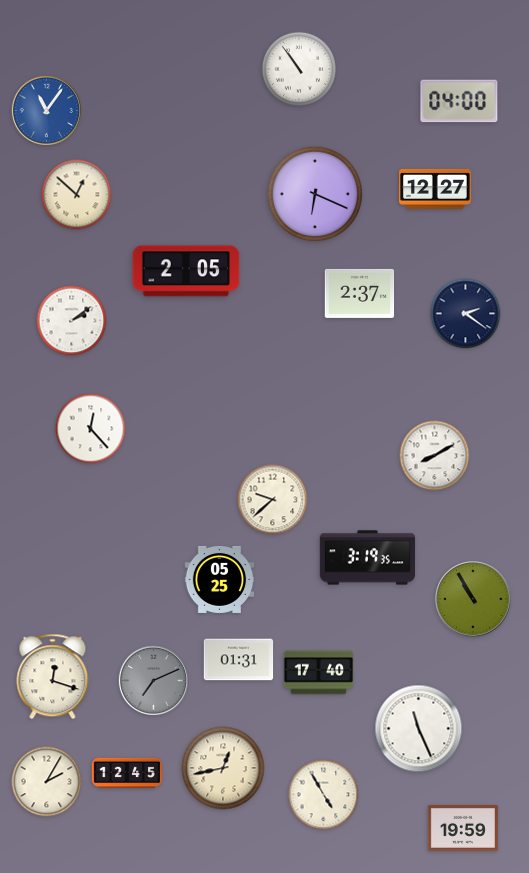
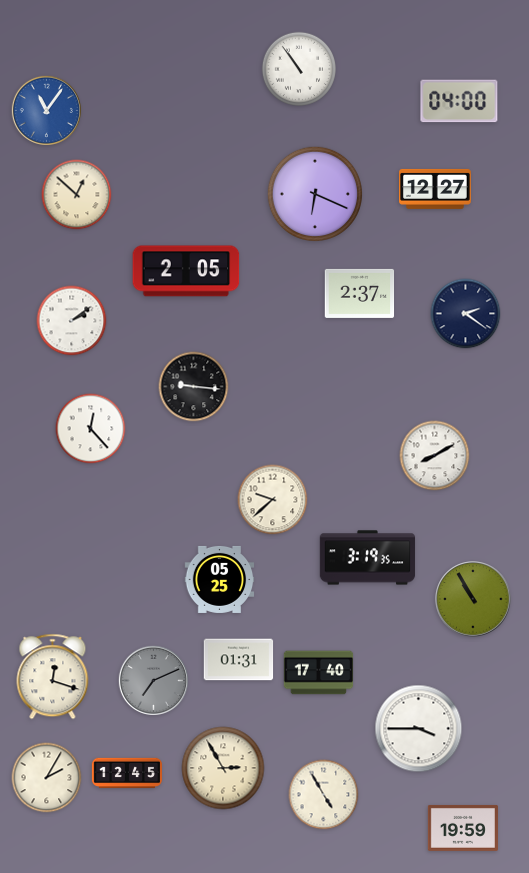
clock at (194, 387): none -> 9:16
clock at (419, 729): 11:26 -> 3:45
clock at (223, 768): 12:43 -> 2:55
clock at (47, 782) position: (47, 782) -> (47, 778)
